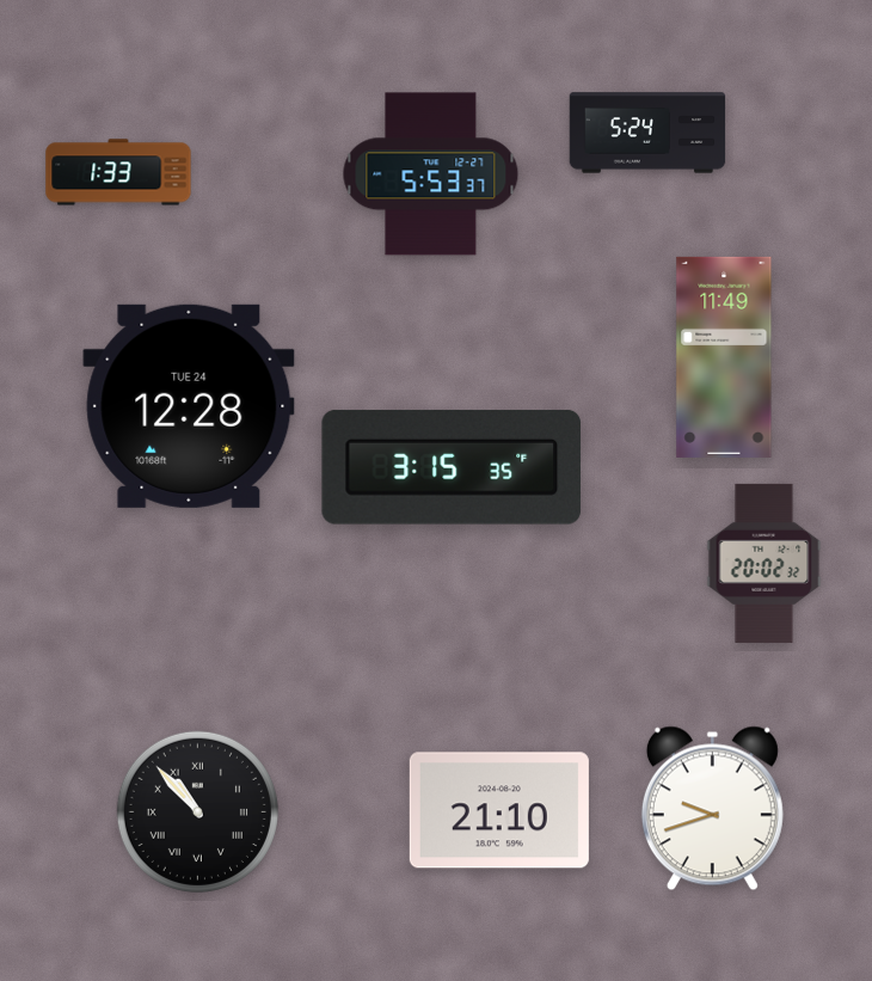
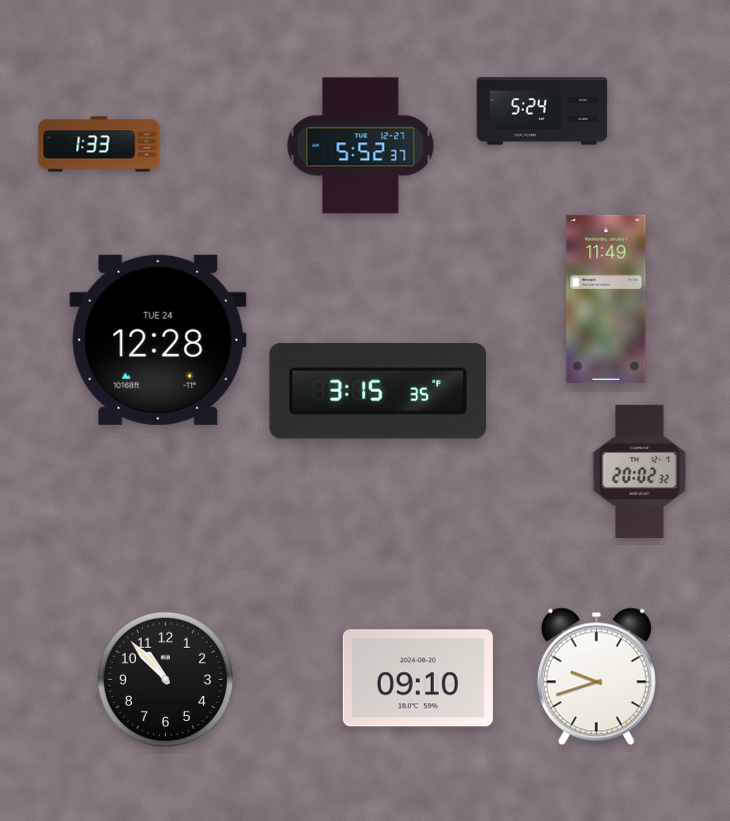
clock at (431, 174): 5:53 -> 5:52
clock at (499, 810): 21:10 -> 09:10
clock at (197, 811) numerals: Roman -> Arabic
